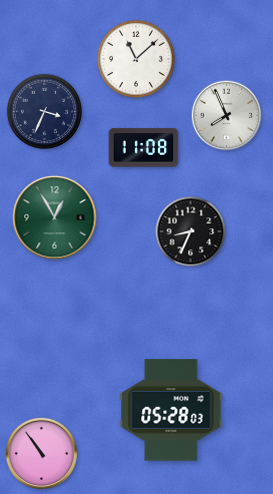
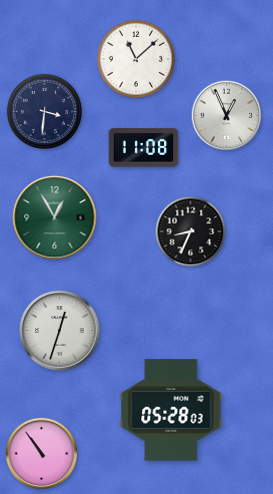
clock at (45, 112): 3:34 -> 3:31
clock at (227, 116): 7:56 -> 12:56
clock at (60, 331): none -> 12:33
